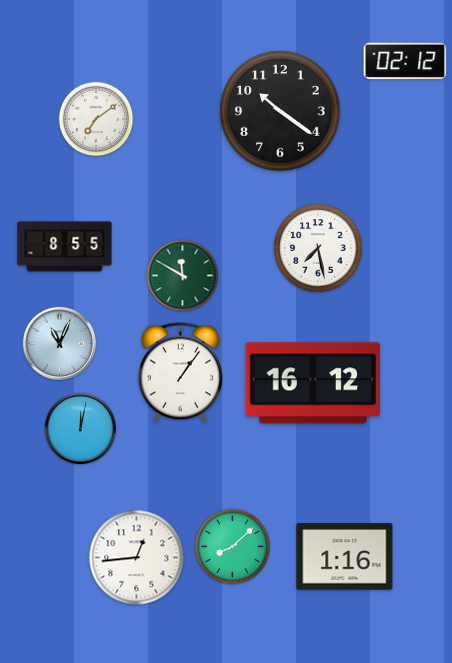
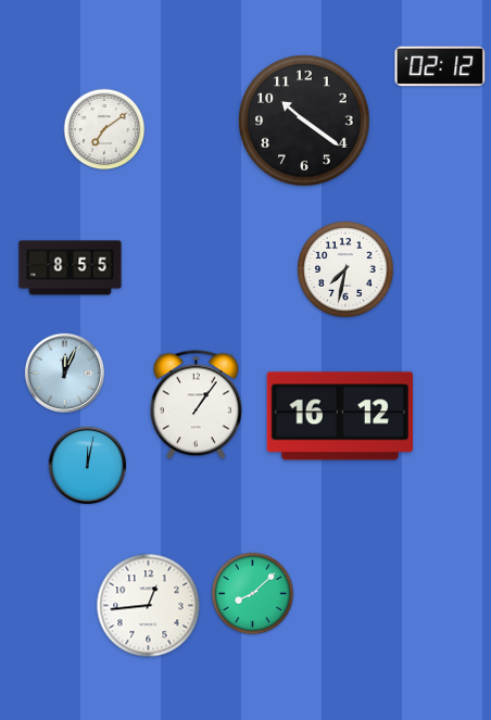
clock at (318, 248): 7:28 -> 7:32
clock at (183, 276): 11:50 -> none
clock at (59, 343): 11:04 -> 12:04
clock at (345, 557): 1:16 -> none
